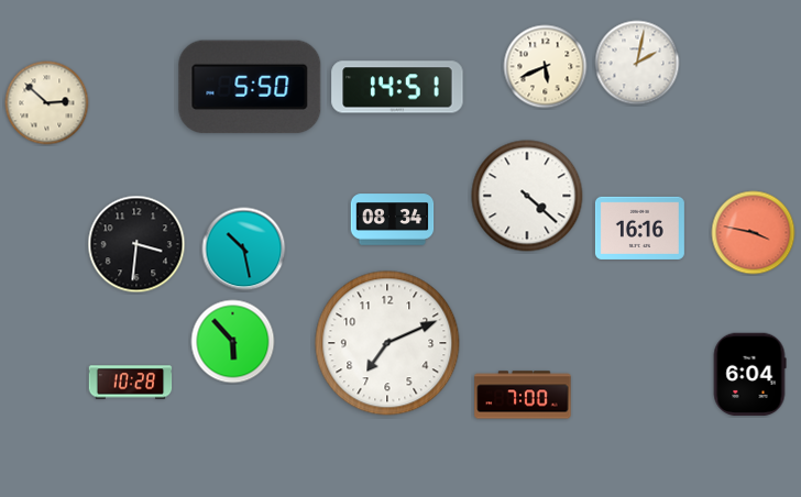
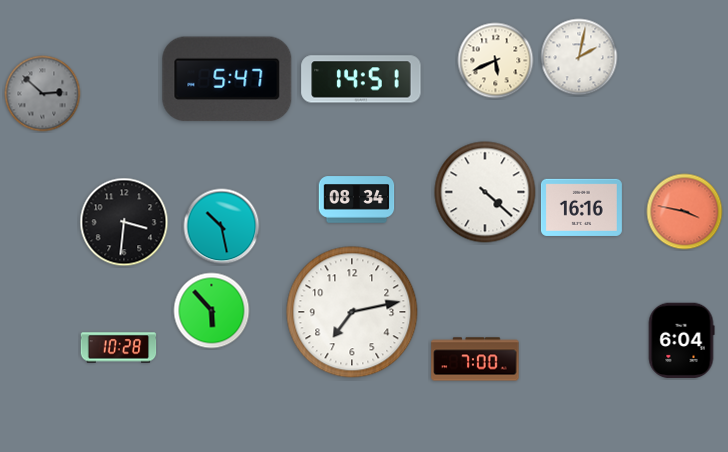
clock at (250, 87): 5:50 -> 5:47
clock at (47, 103) dial: cream -> grey
clock at (527, 196) position: (527, 196) -> (485, 192)
clock at (387, 343): 7:11 -> 7:13
